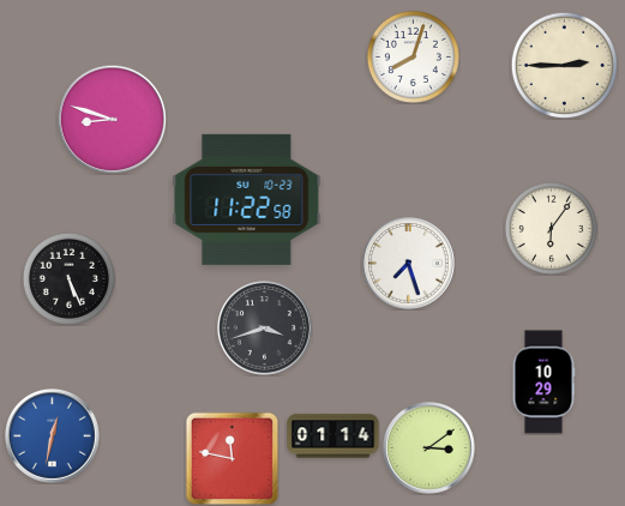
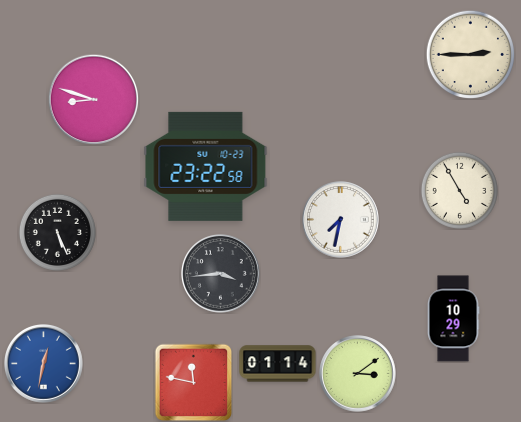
clock at (413, 56): 8:03 -> none
clock at (247, 199): 11:22 -> 23:22
clock at (551, 228): 6:06 -> 4:55
clock at (409, 264): 7:27 -> 7:32
clock at (265, 329): 3:42 -> 3:44
